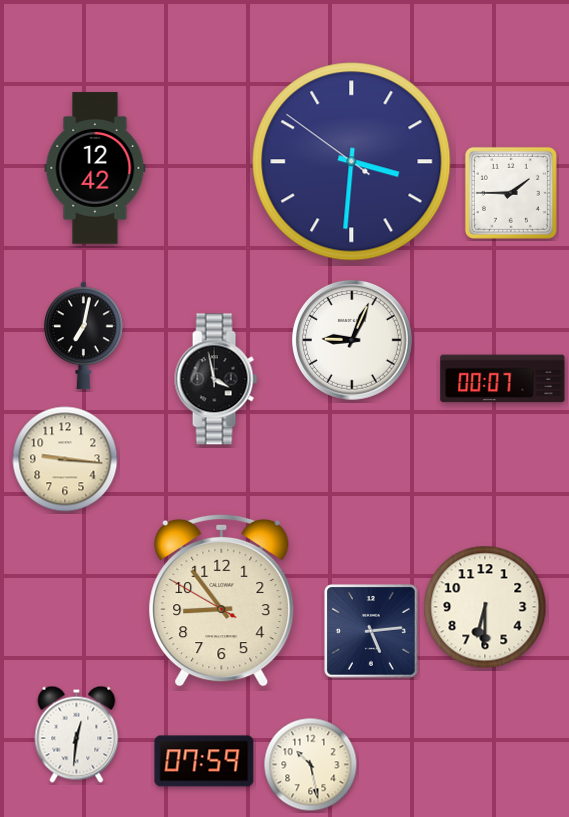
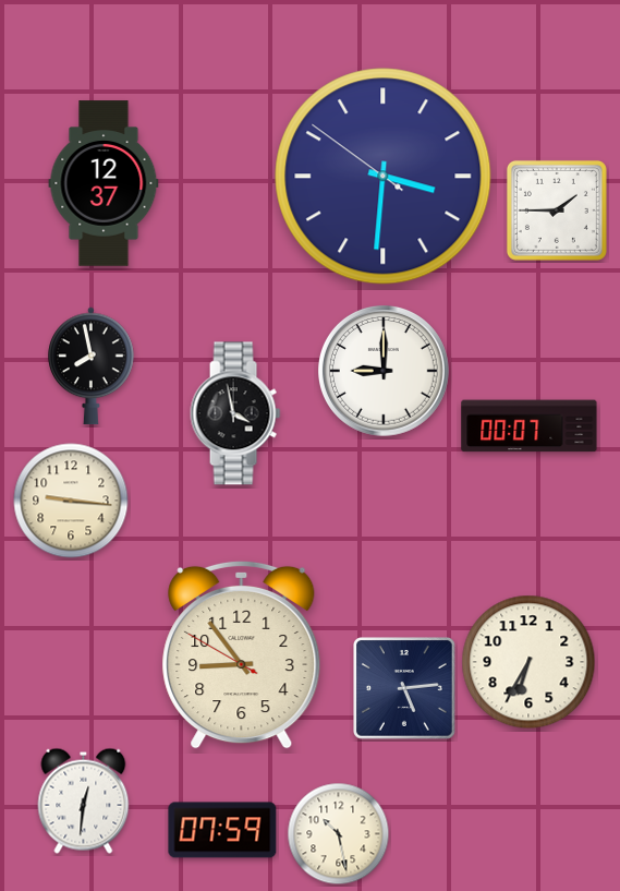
clock at (95, 168): 12:42 -> 12:37
clock at (84, 336): 7:02 -> 7:58
clock at (353, 341): 9:04 -> 9:00
clock at (503, 379) position: (503, 379) -> (530, 426)
clock at (485, 607): 6:30 -> 6:35
